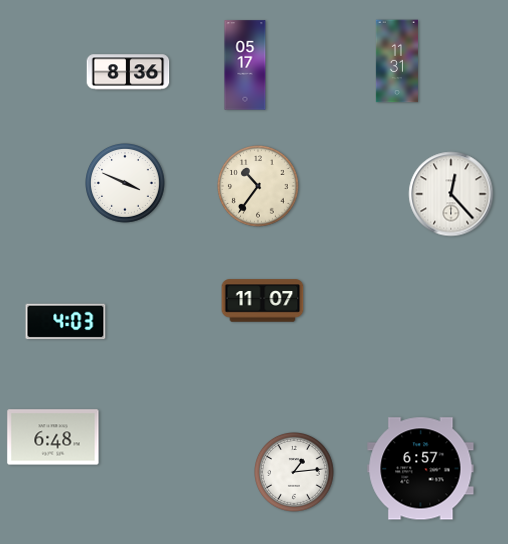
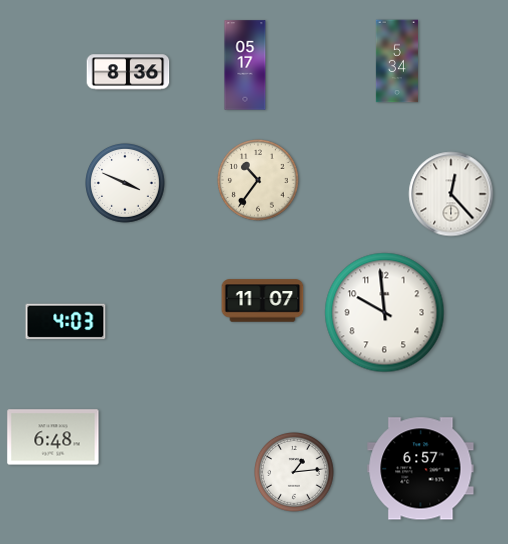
clock at (397, 61): 11:31 -> 5:34
clock at (258, 186) position: (258, 186) -> (258, 180)
clock at (385, 313): none -> 9:59
